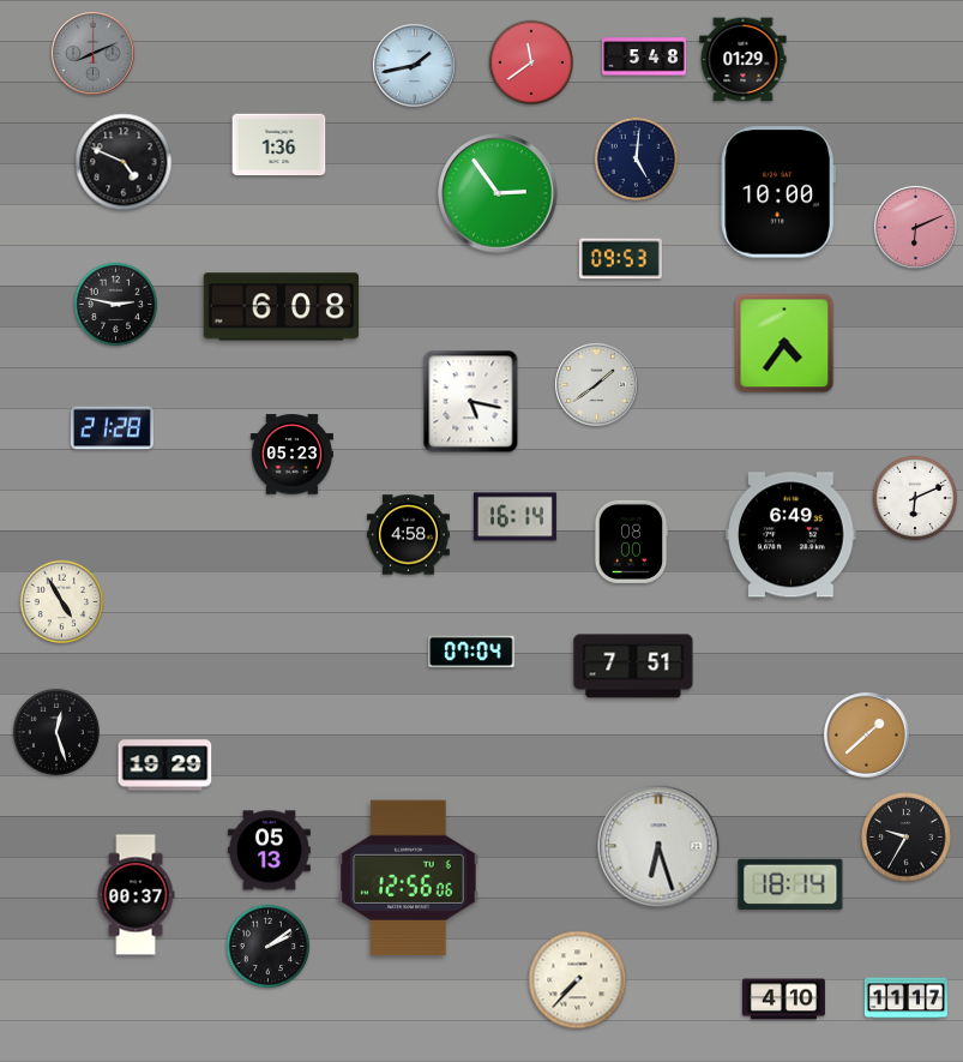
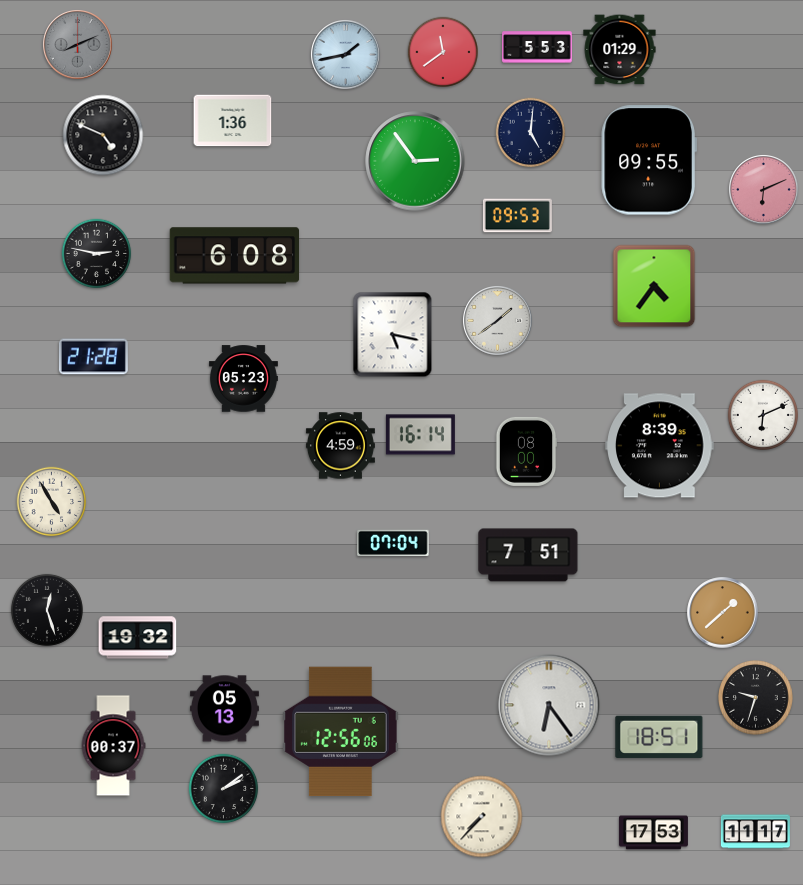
clock at (645, 56): 5:48 -> 5:53
clock at (778, 192): 10:00 -> 09:55
clock at (514, 517) position: (514, 517) -> (420, 435)
clock at (408, 535): 4:58 -> 4:59
clock at (792, 535): 6:49 -> 8:39
clock at (165, 766): 19:29 -> 19:32
clock at (907, 838): 9:35 -> 9:33
clock at (658, 846): 6:27 -> 6:24
clock at (790, 884): 18:14 -> 18:51
clock at (783, 1000): 4:10 -> 17:53
